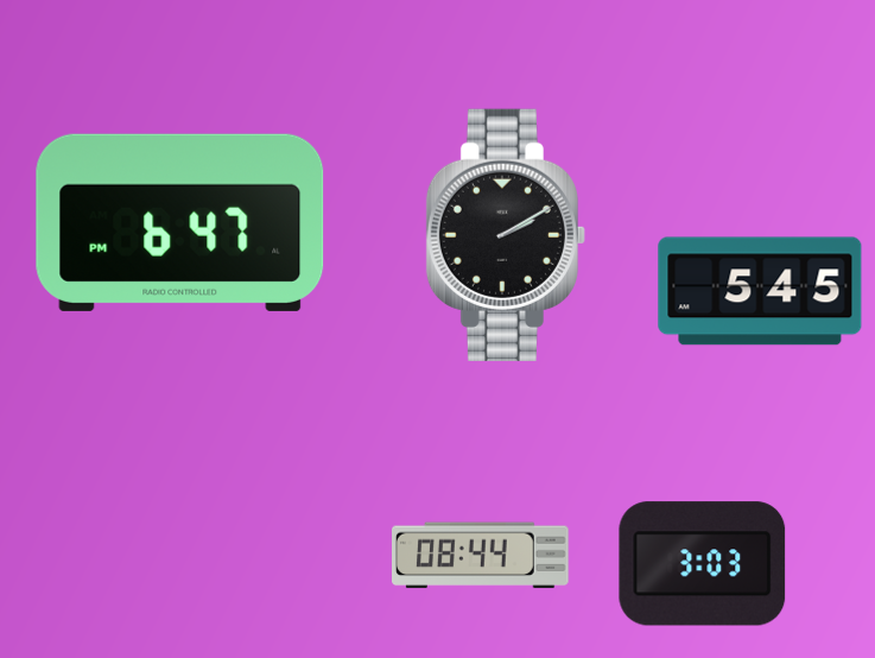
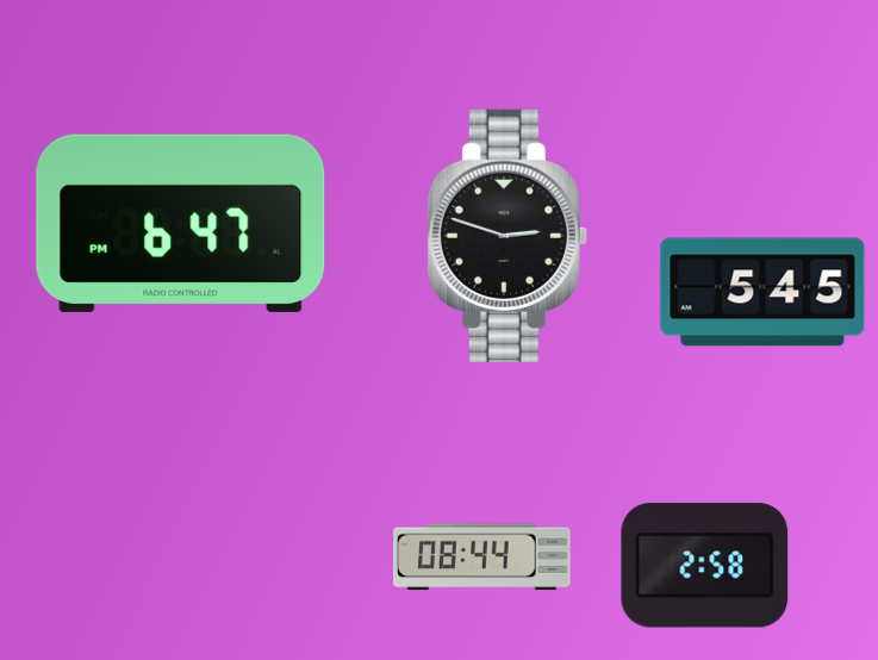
clock at (506, 235): 2:10 -> 2:48
clock at (703, 564): 3:03 -> 2:58
